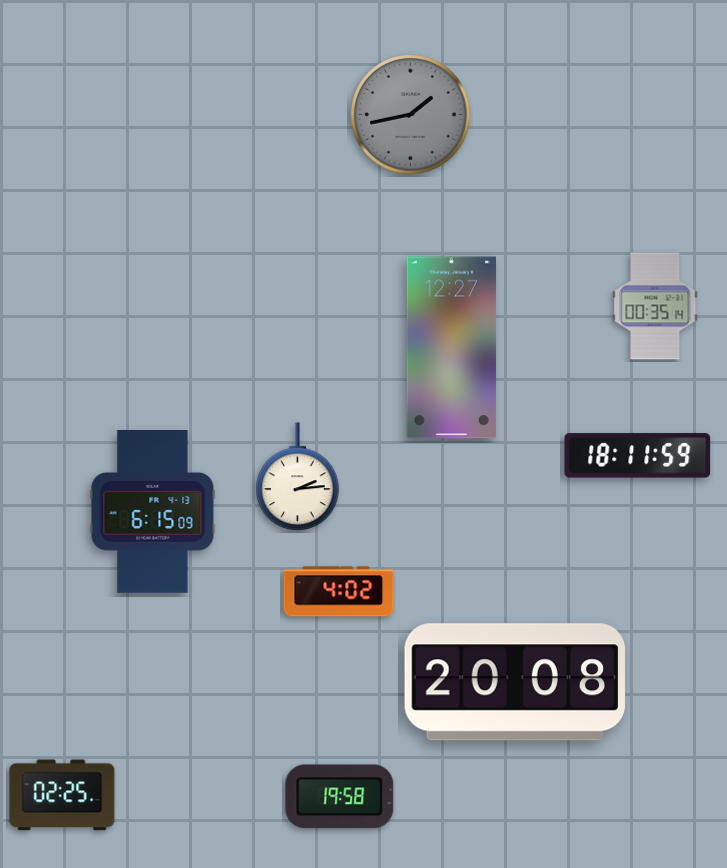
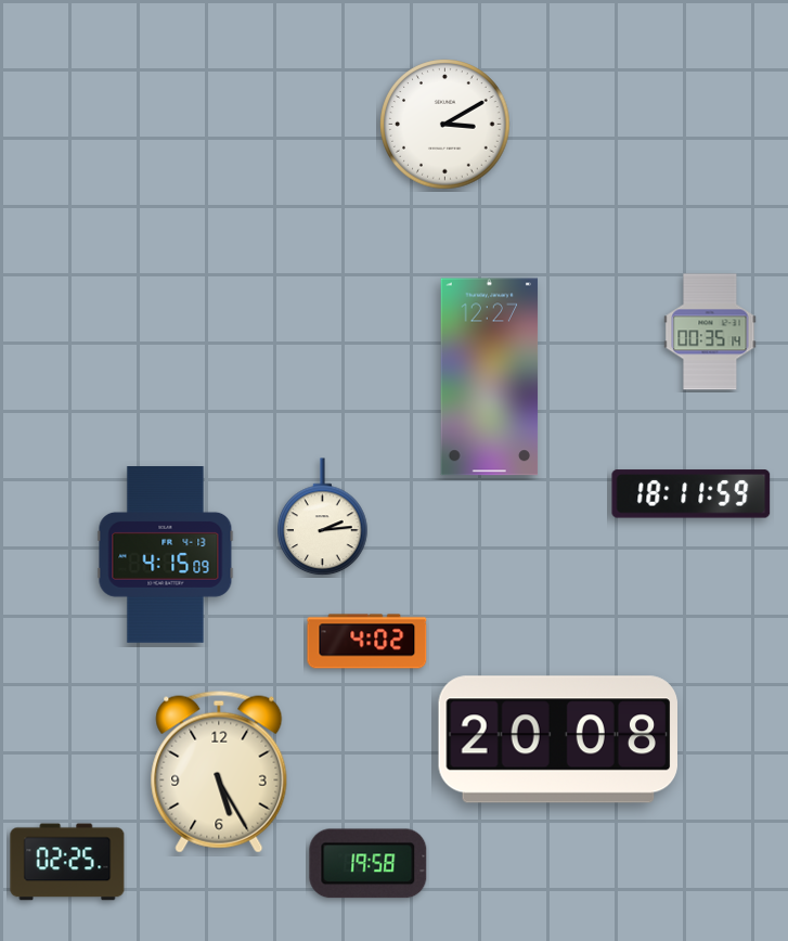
clock at (411, 115): 1:43 -> 3:10
clock at (411, 115) dial: grey -> white
clock at (153, 512): 6:15 -> 4:15
clock at (219, 772): none -> 5:25
